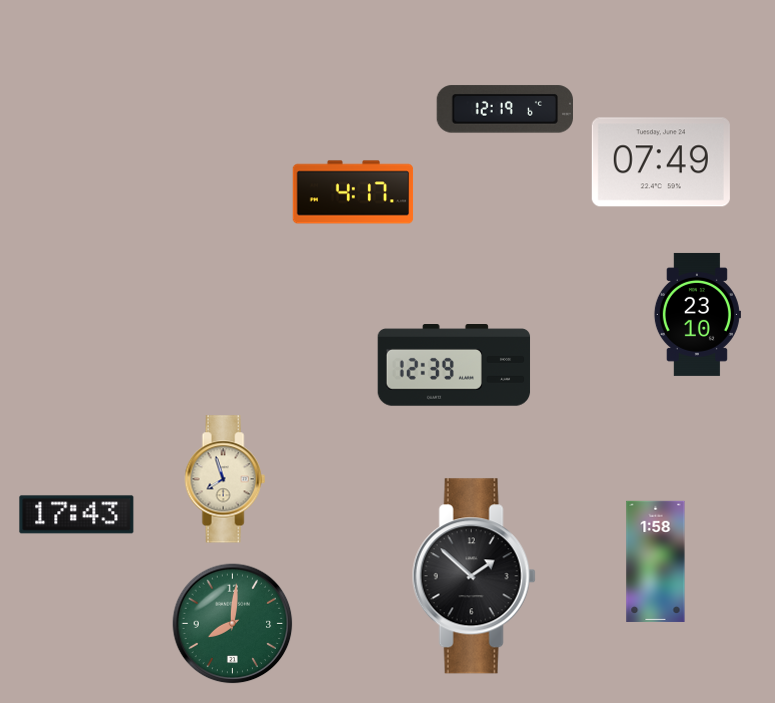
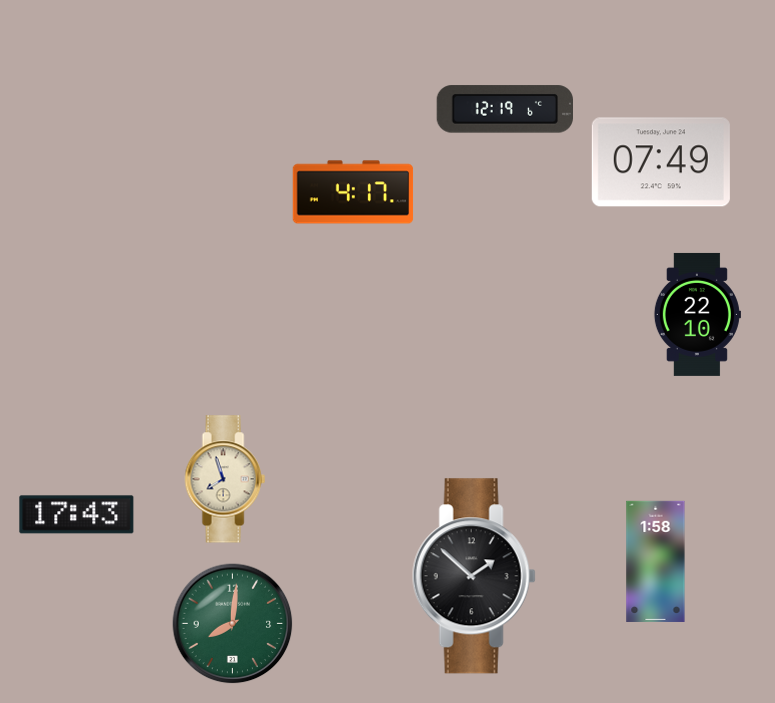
clock at (697, 314): 23:10 -> 22:10
clock at (454, 366): 12:39 -> none
